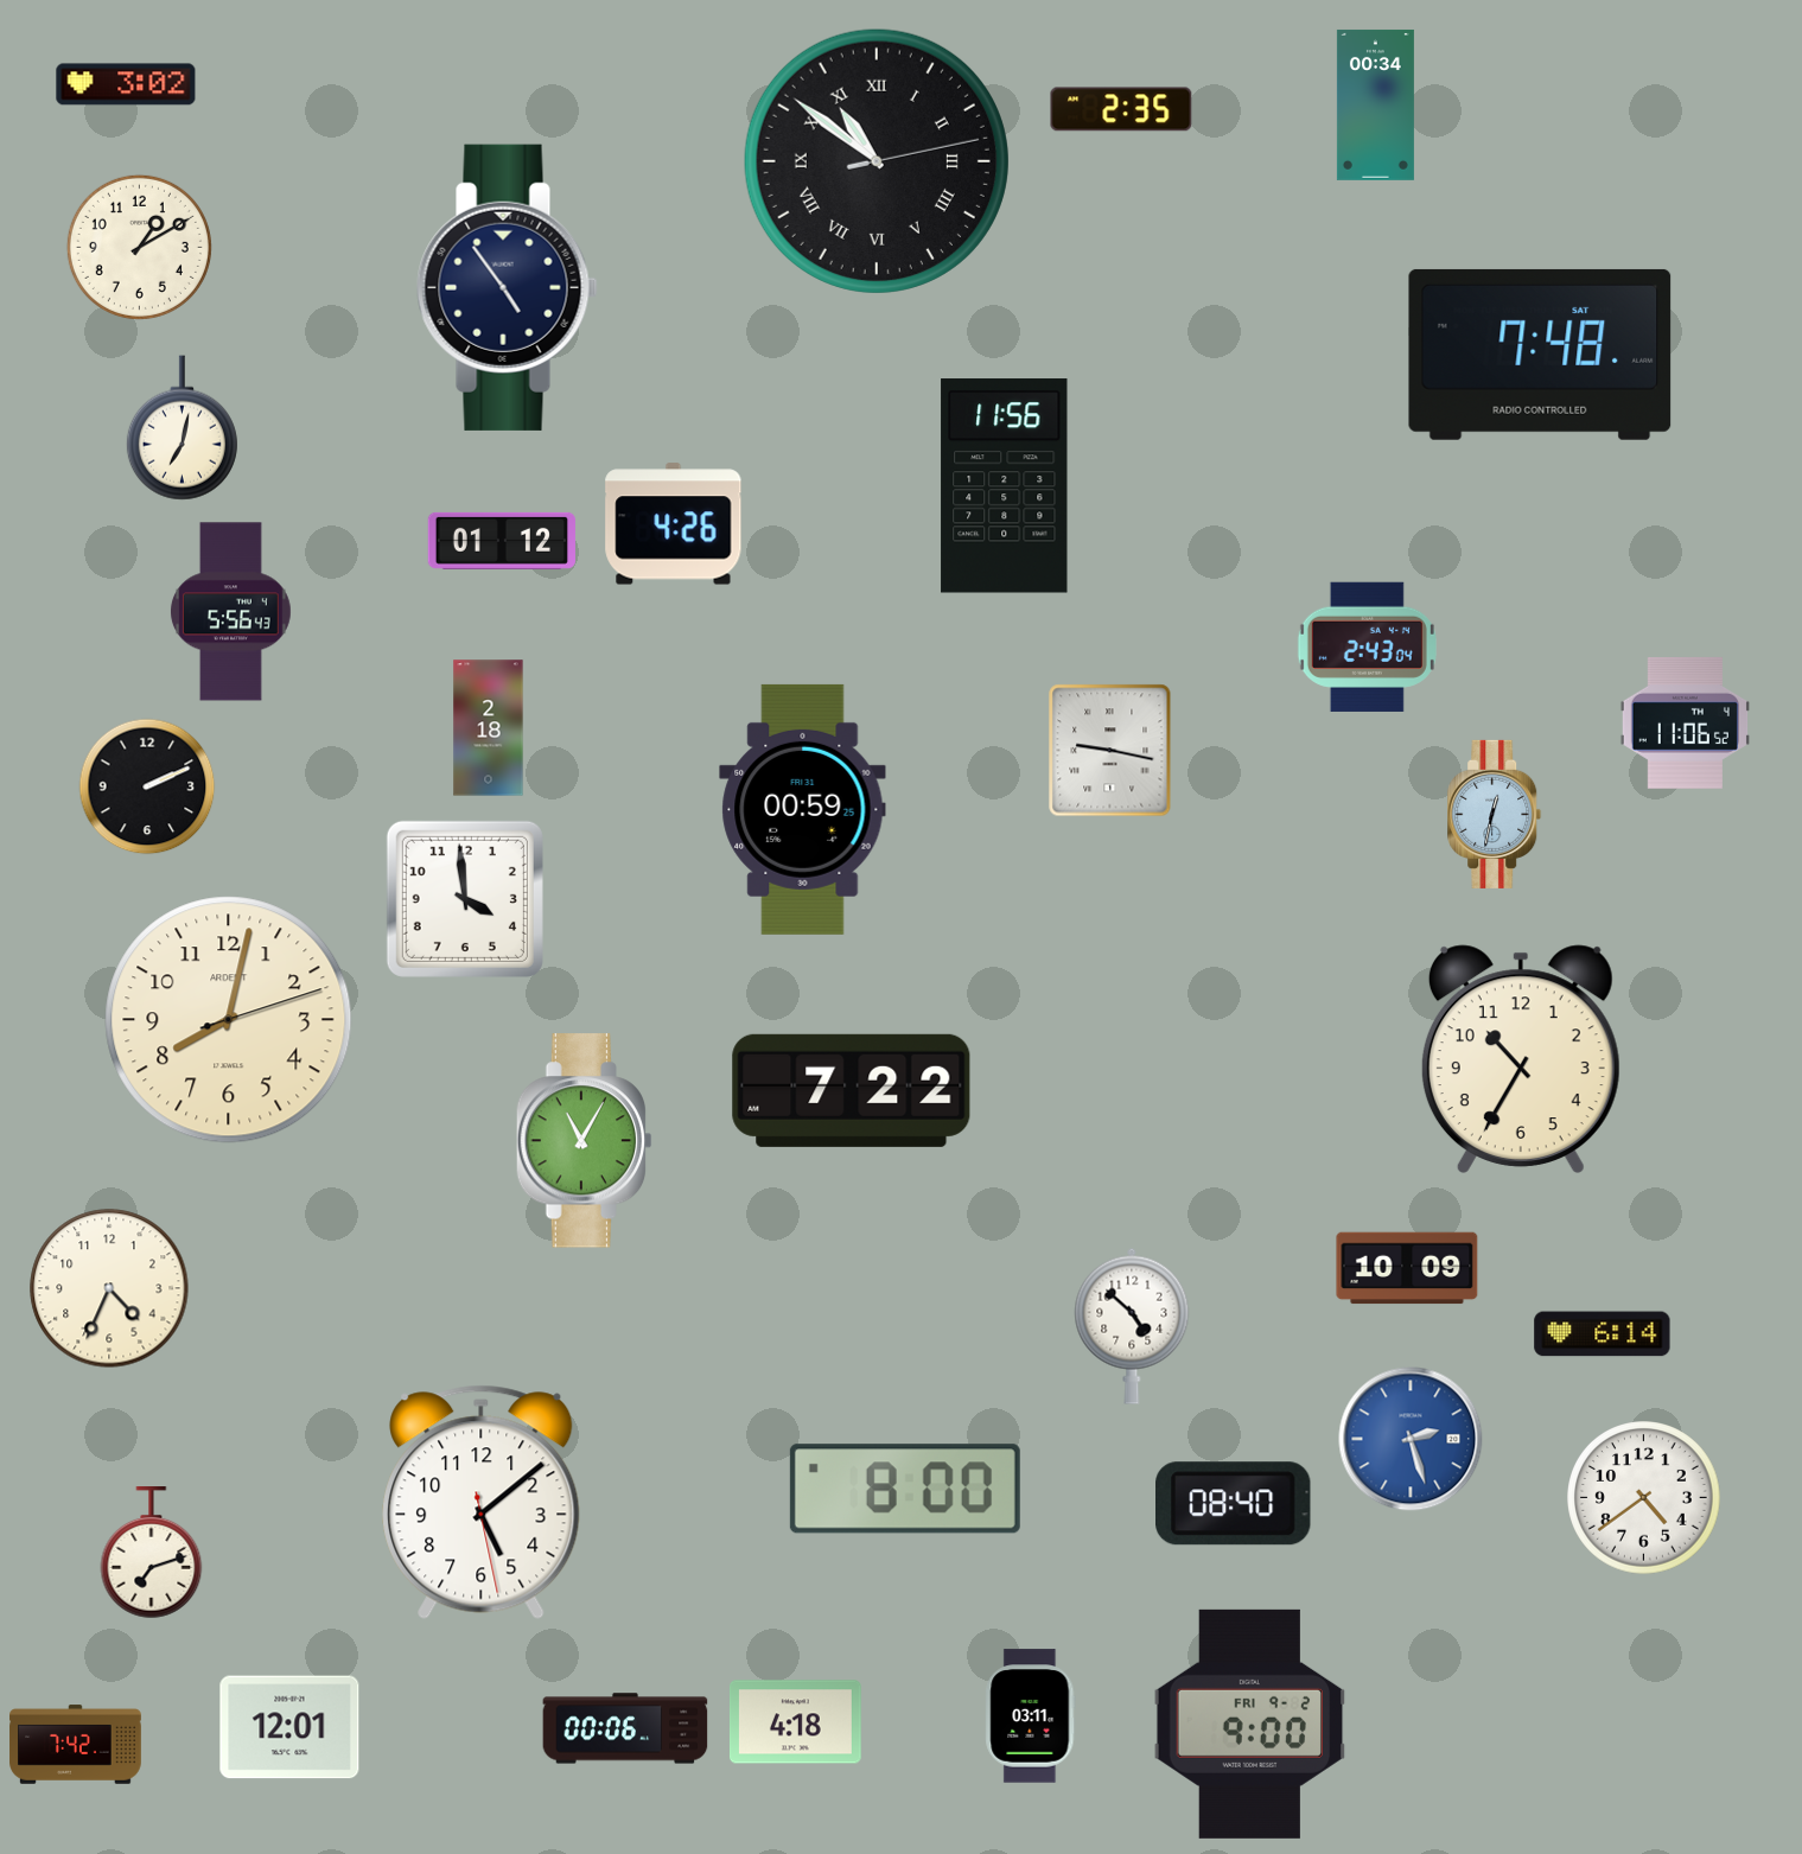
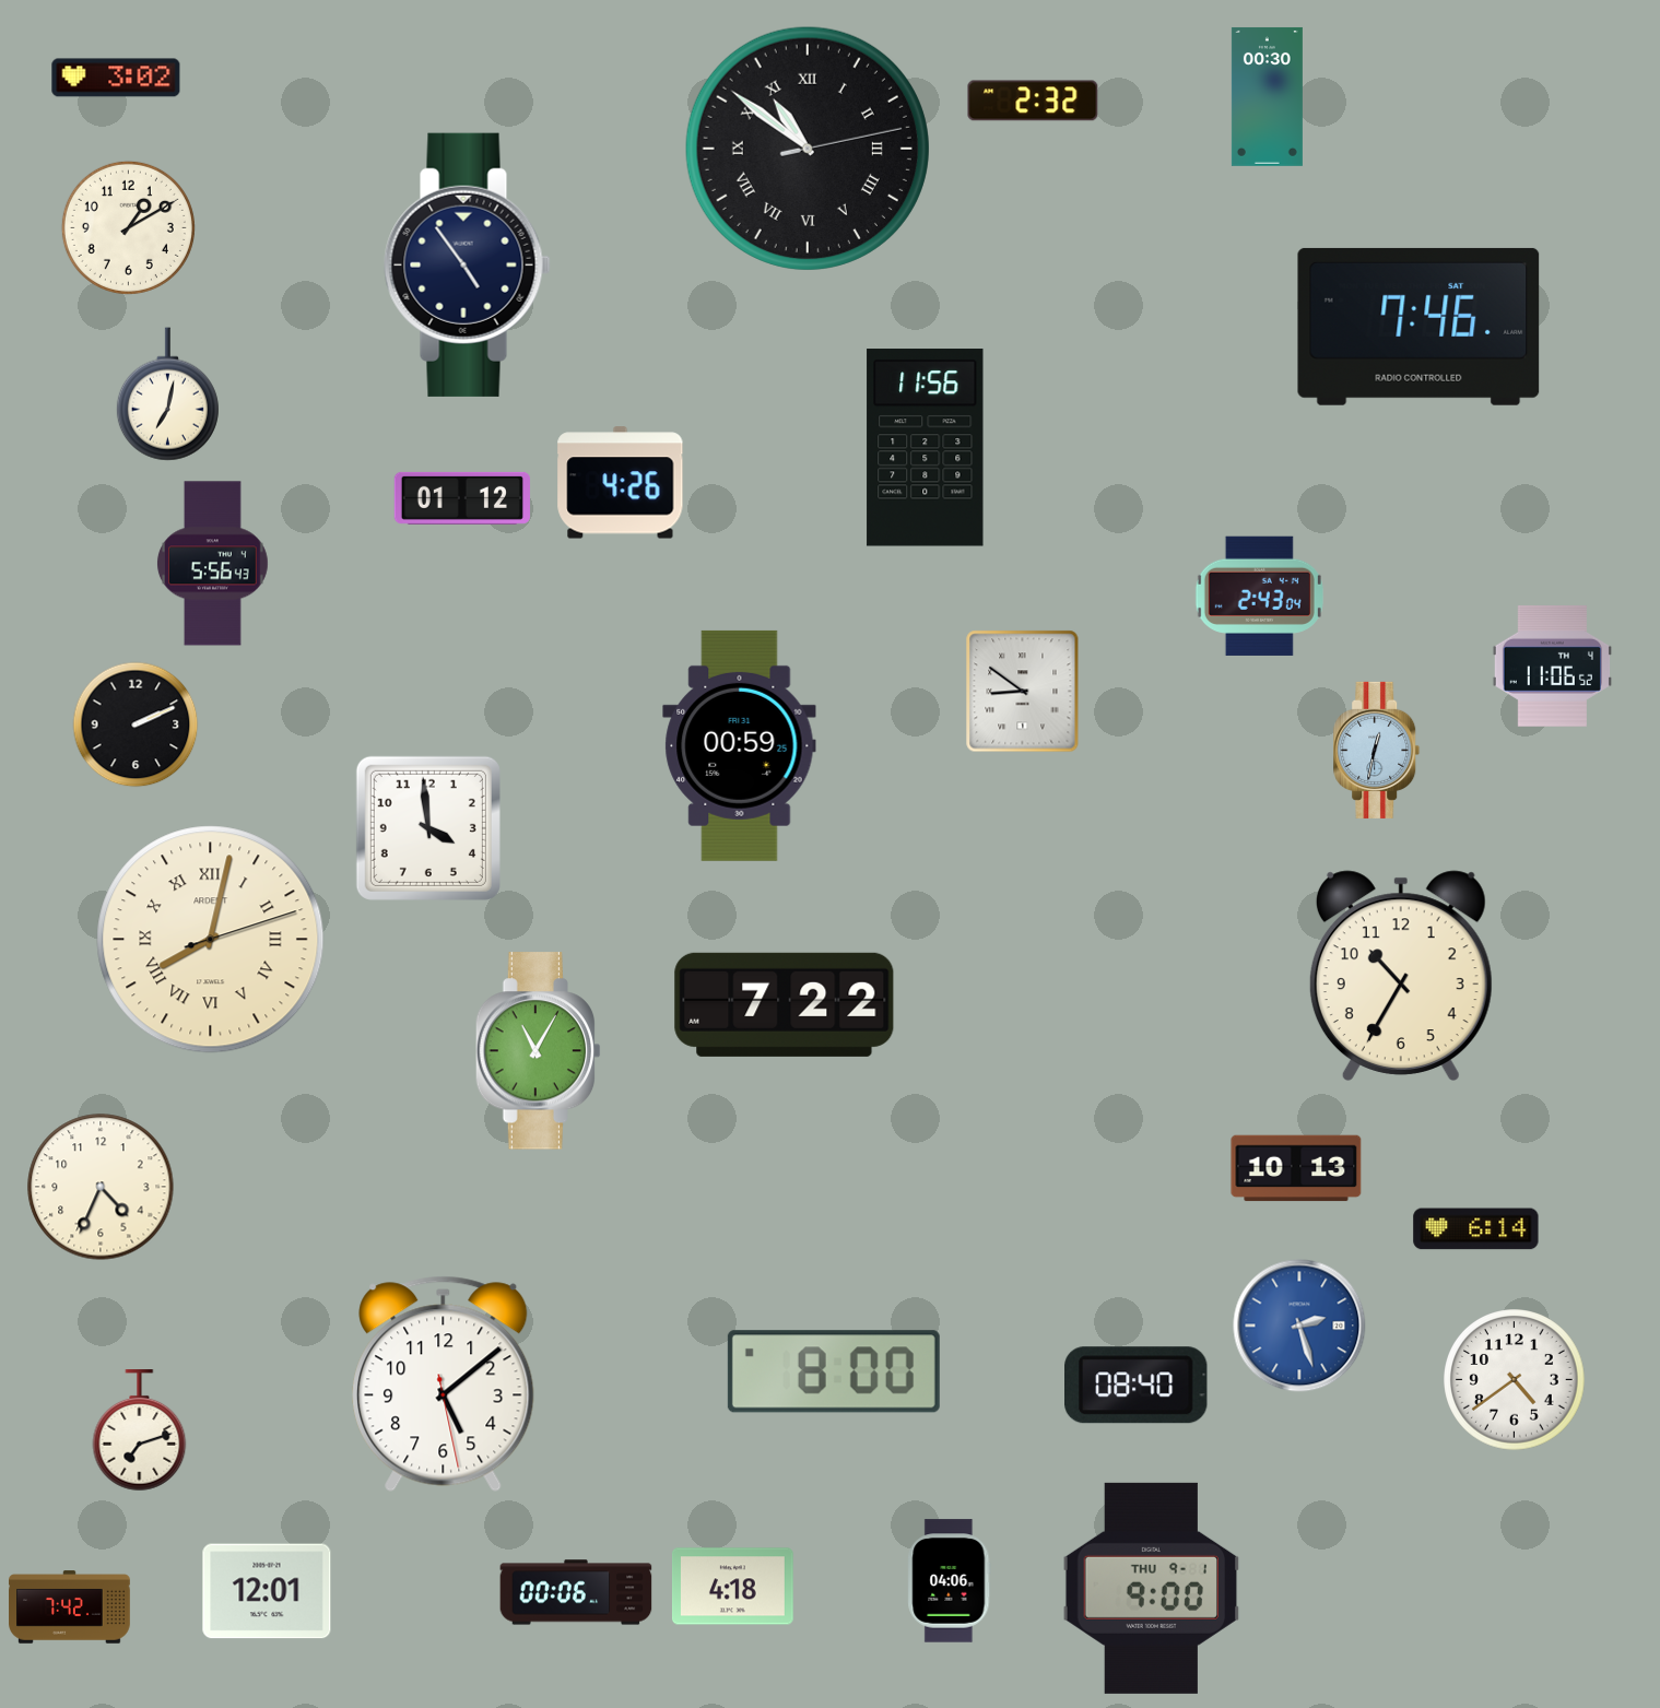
clock at (1375, 104): 00:34 -> 00:30
clock at (1121, 109): 2:35 -> 2:32
clock at (1540, 355): 7:48 -> 7:46
clock at (489, 728): 2:18 -> none
clock at (1110, 751): 9:17 -> 8:51
clock at (229, 1020) numerals: Arabic -> Roman
clock at (1407, 1268): 10:09 -> 10:13
clock at (1132, 1326): 4:52 -> none
clock at (1031, 1716): 03:11 -> 04:06
clock at (1250, 1724) date: FRI 9-2 -> THU 9-1
